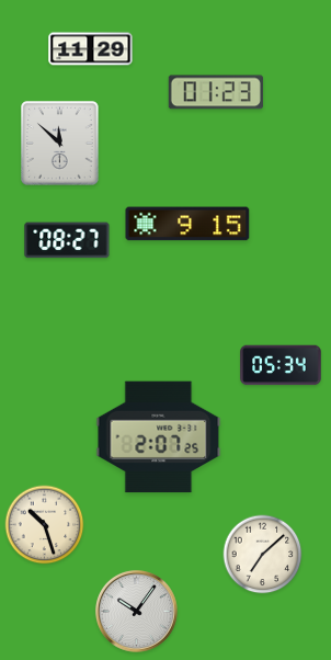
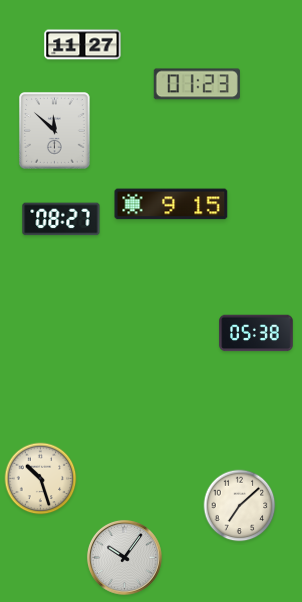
clock at (91, 49): 11:29 -> 11:27
clock at (281, 365): 05:34 -> 05:38
clock at (159, 437): 2:07 -> none
